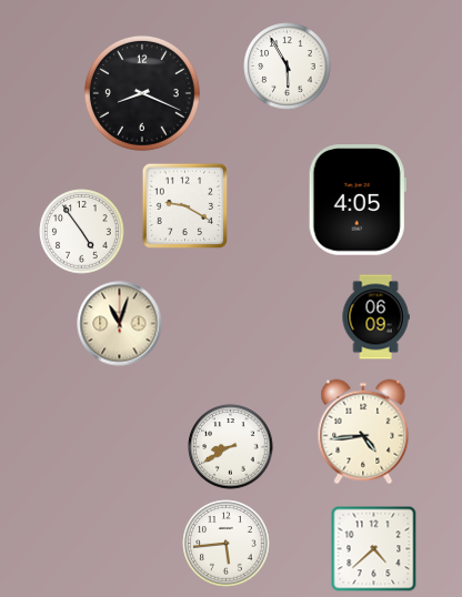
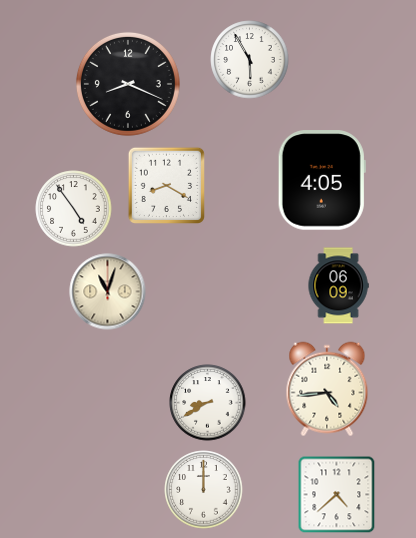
clock at (288, 67) position: (288, 67) -> (250, 60)
clock at (184, 205): 9:20 -> 8:20
clock at (227, 544): 5:44 -> 12:00
